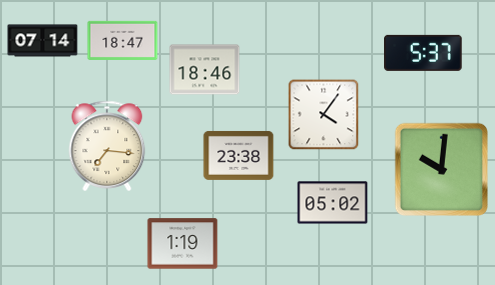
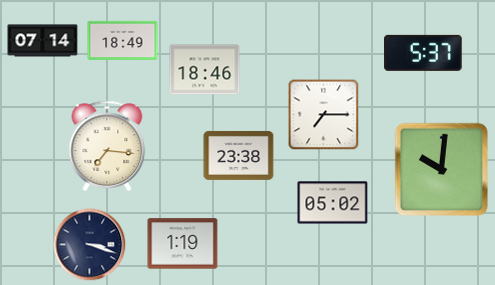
clock at (123, 40): 18:47 -> 18:49
clock at (324, 115): 4:06 -> 7:15
clock at (90, 245): none -> 3:18
